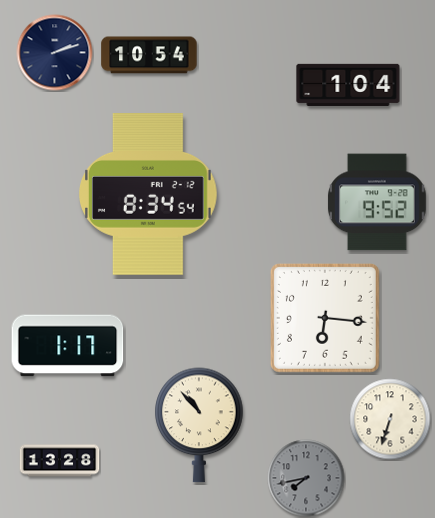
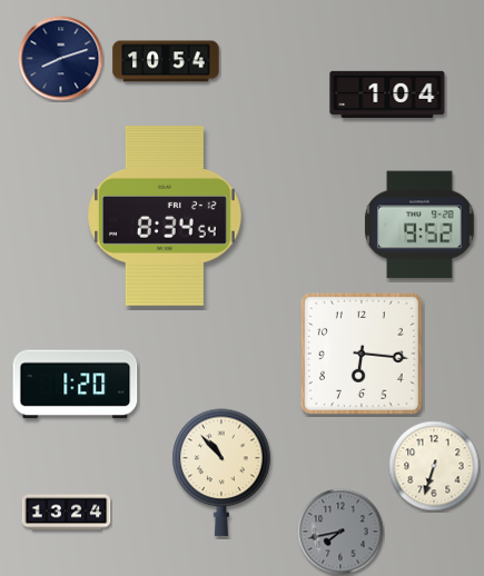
clock at (55, 53): 2:12 -> 8:12
clock at (68, 346): 1:17 -> 1:20
clock at (60, 461): 13:28 -> 13:24
